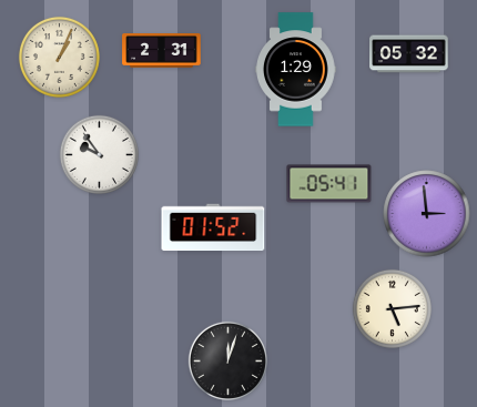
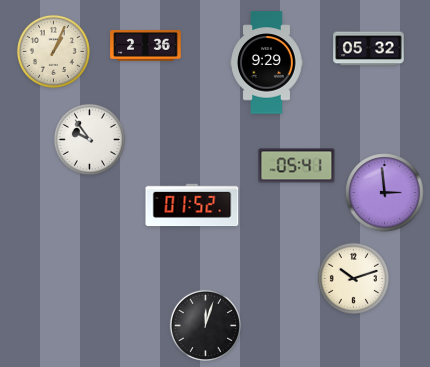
clock at (162, 51): 2:31 -> 2:36
clock at (296, 70): 1:29 -> 9:29
clock at (392, 308): 5:14 -> 10:12
